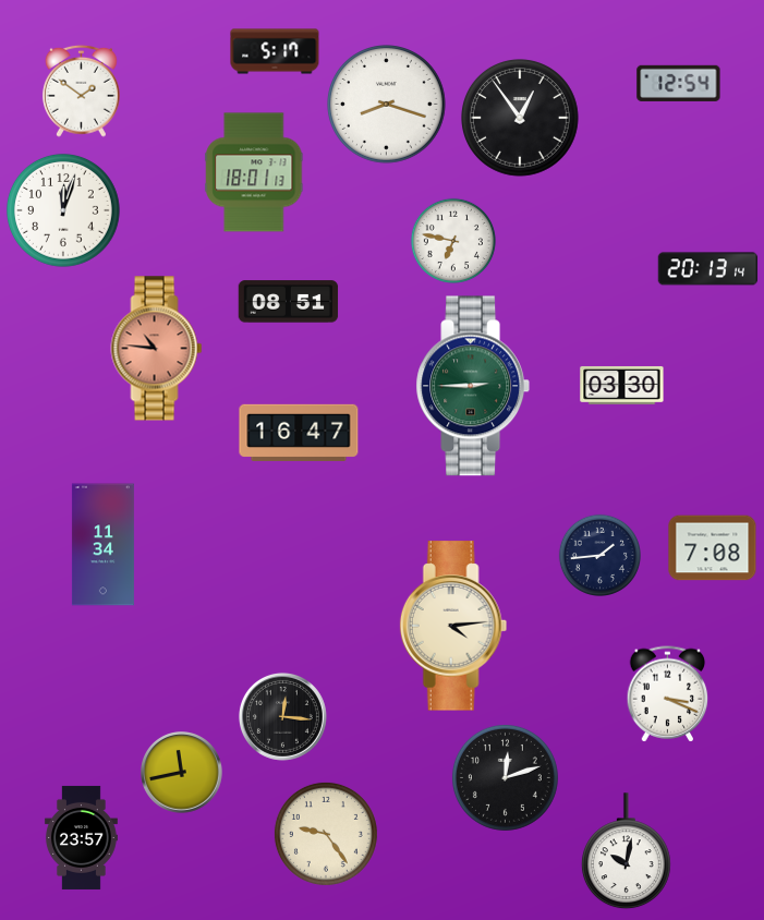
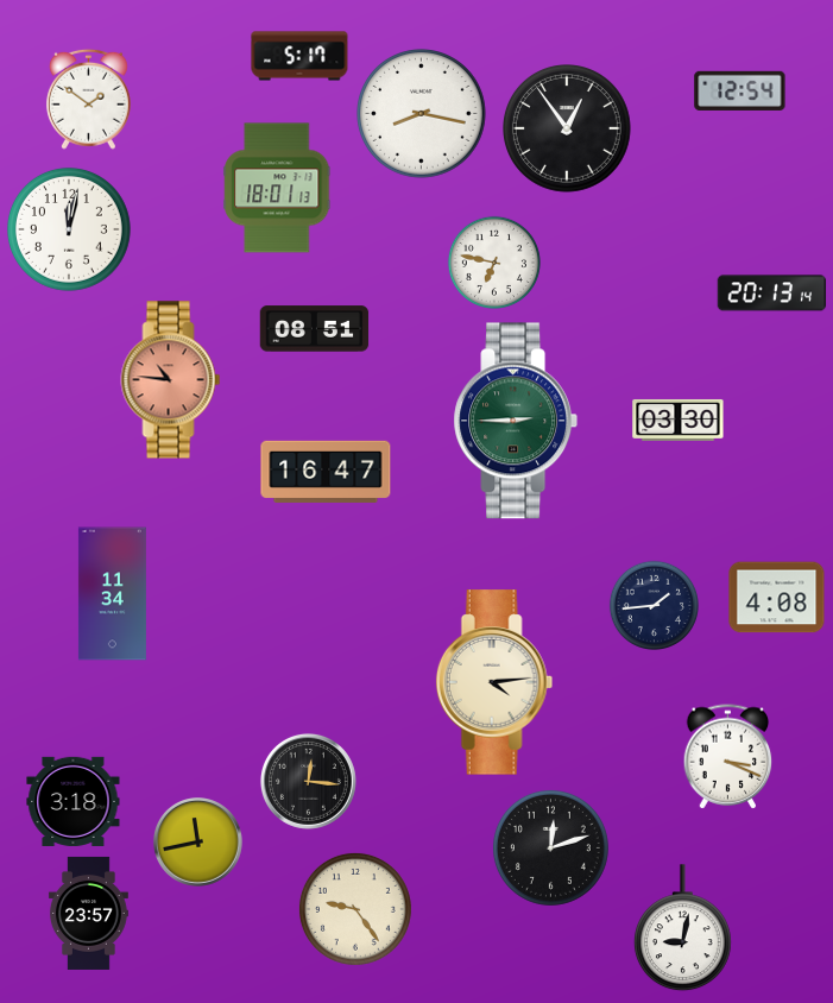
clock at (387, 105): 8:18 -> 8:17
clock at (63, 210): 12:03 -> 12:02
clock at (713, 548): 7:08 -> 4:08
clock at (74, 801): none -> 3:18
clock at (626, 851): 10:02 -> 9:02
